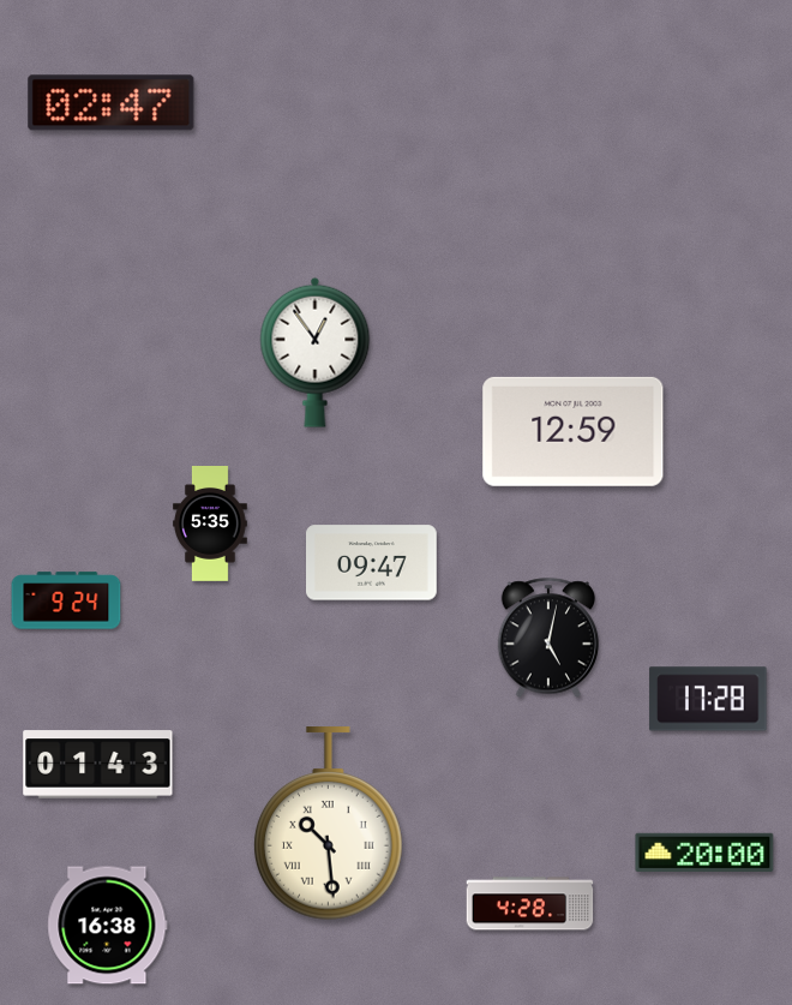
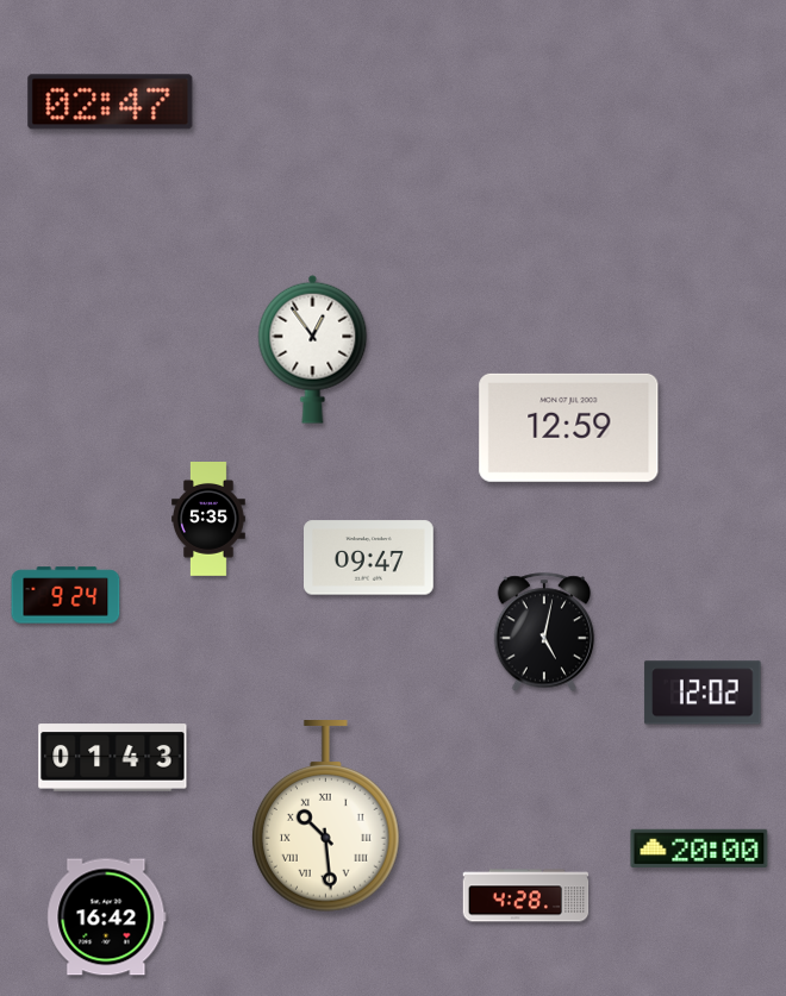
clock at (708, 699): 17:28 -> 12:02
clock at (98, 765) position: (98, 765) -> (113, 758)
clock at (704, 851) position: (704, 851) -> (699, 847)
clock at (108, 926): 16:38 -> 16:42
